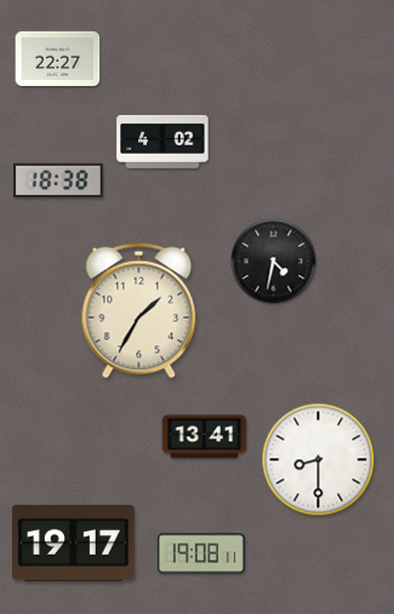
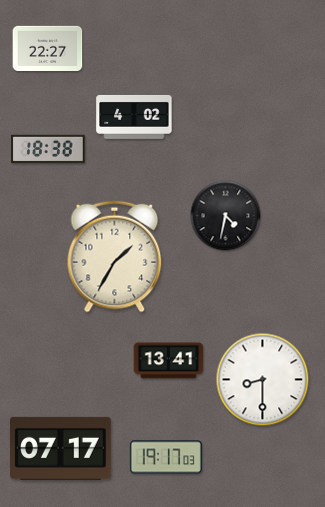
clock at (74, 543): 19:17 -> 07:17
clock at (201, 553): 19:08 -> 19:17
